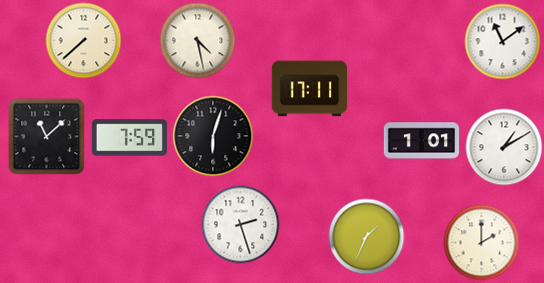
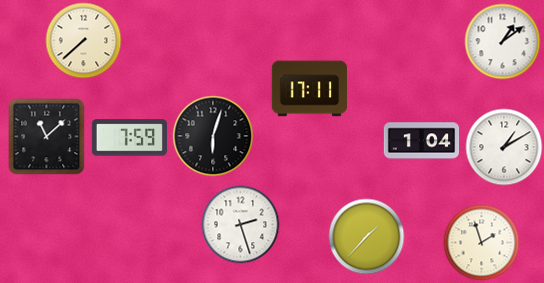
clock at (198, 41): 4:28 -> none
clock at (503, 42): 11:09 -> 1:09
clock at (422, 141): 1:01 -> 1:04
clock at (367, 237): 1:34 -> 1:37
clock at (482, 243): 2:00 -> 1:57
